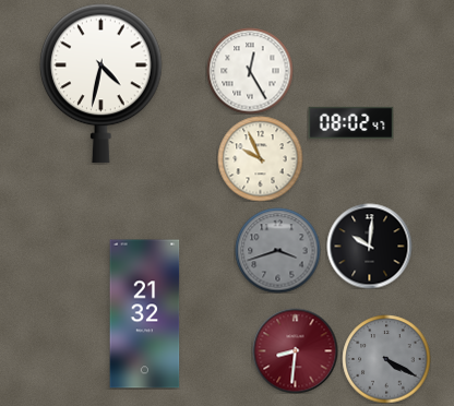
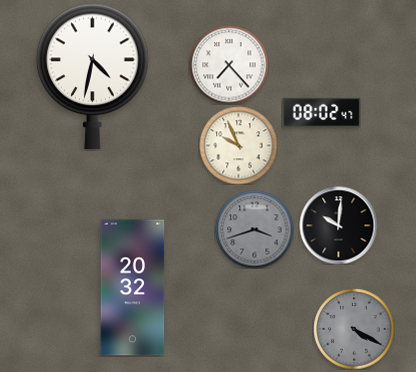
clock at (250, 71): 12:25 -> 7:23
clock at (145, 314): 21:32 -> 20:32
clock at (295, 350): 8:31 -> none
